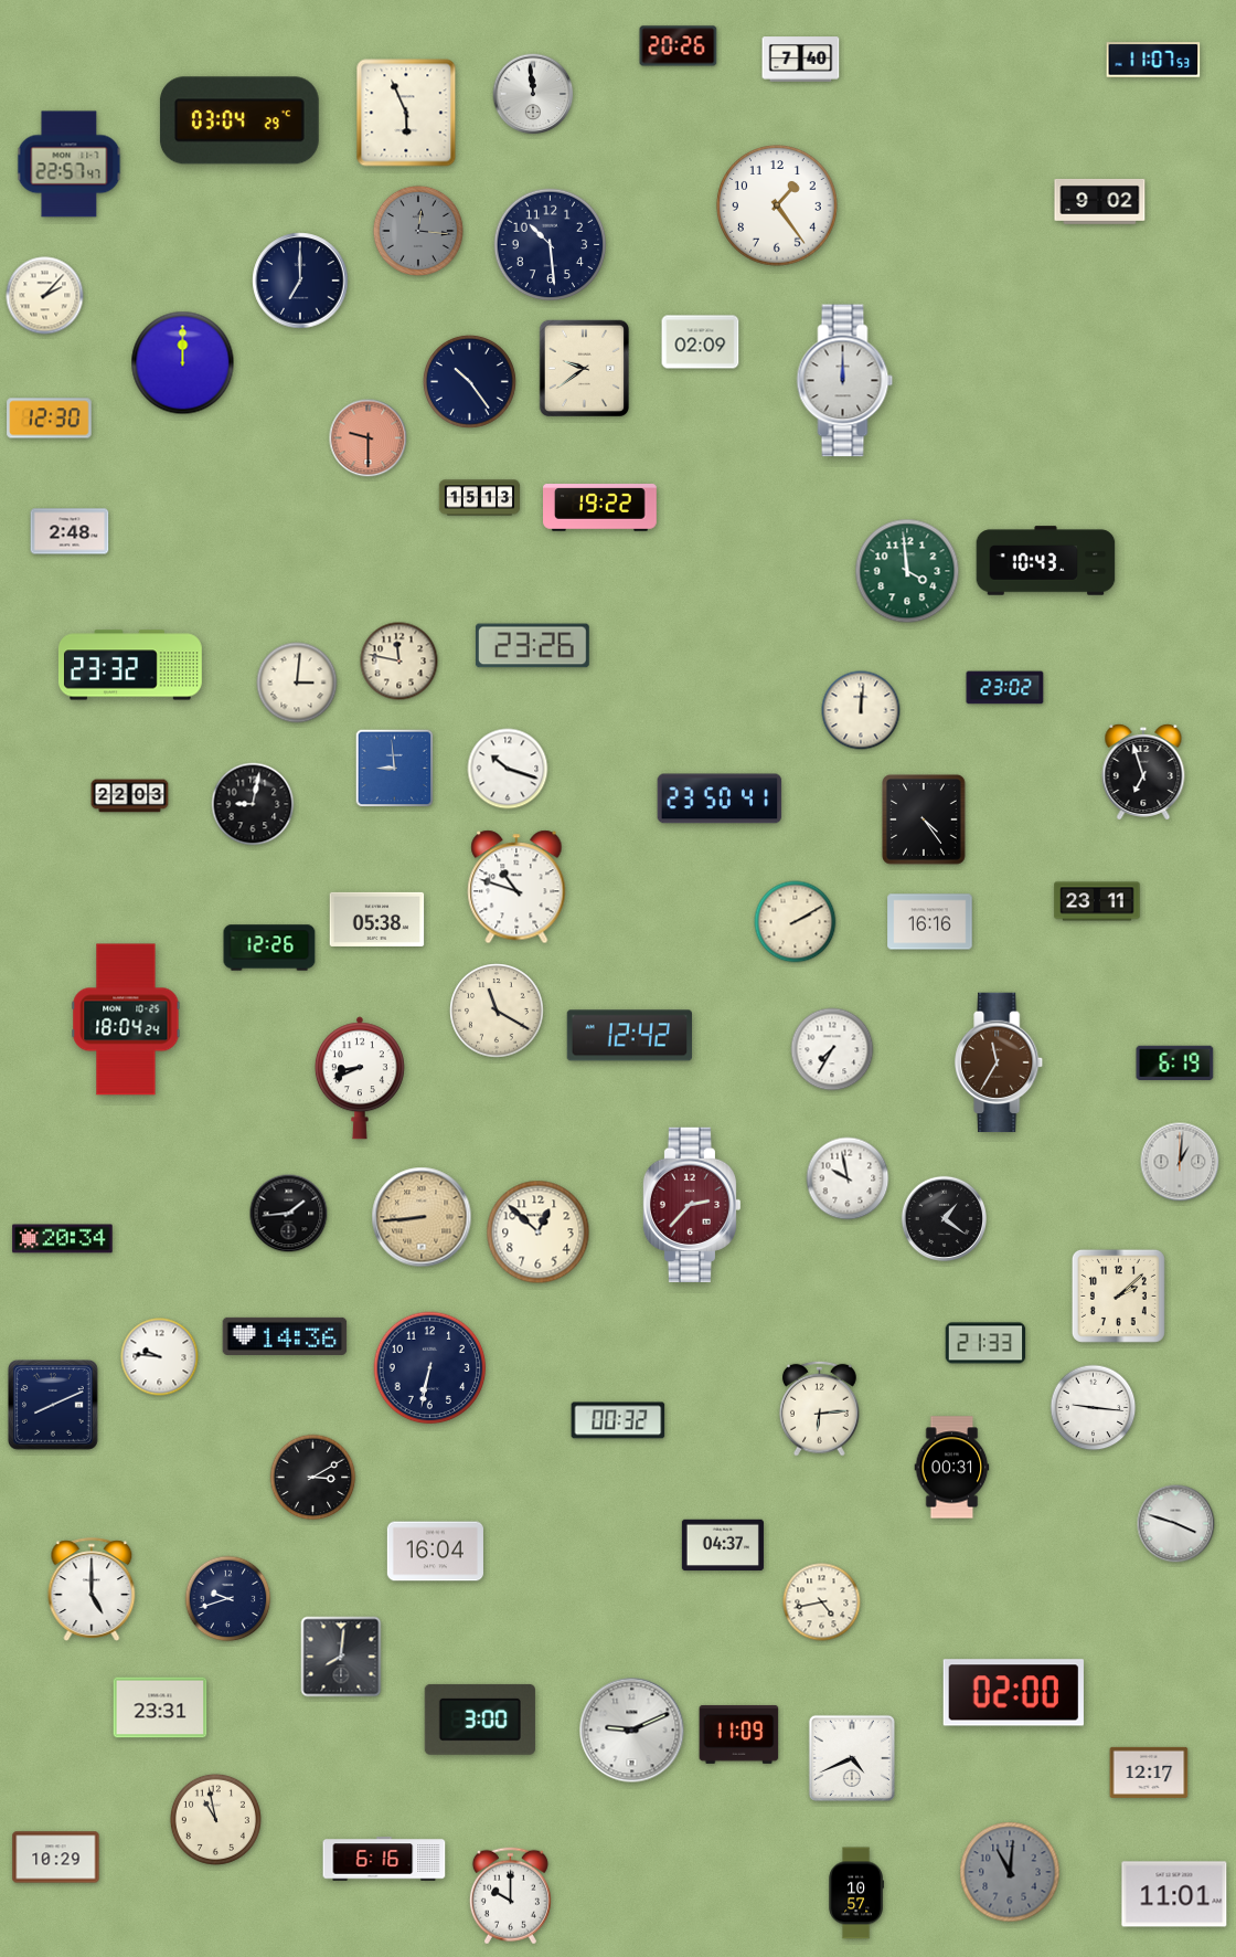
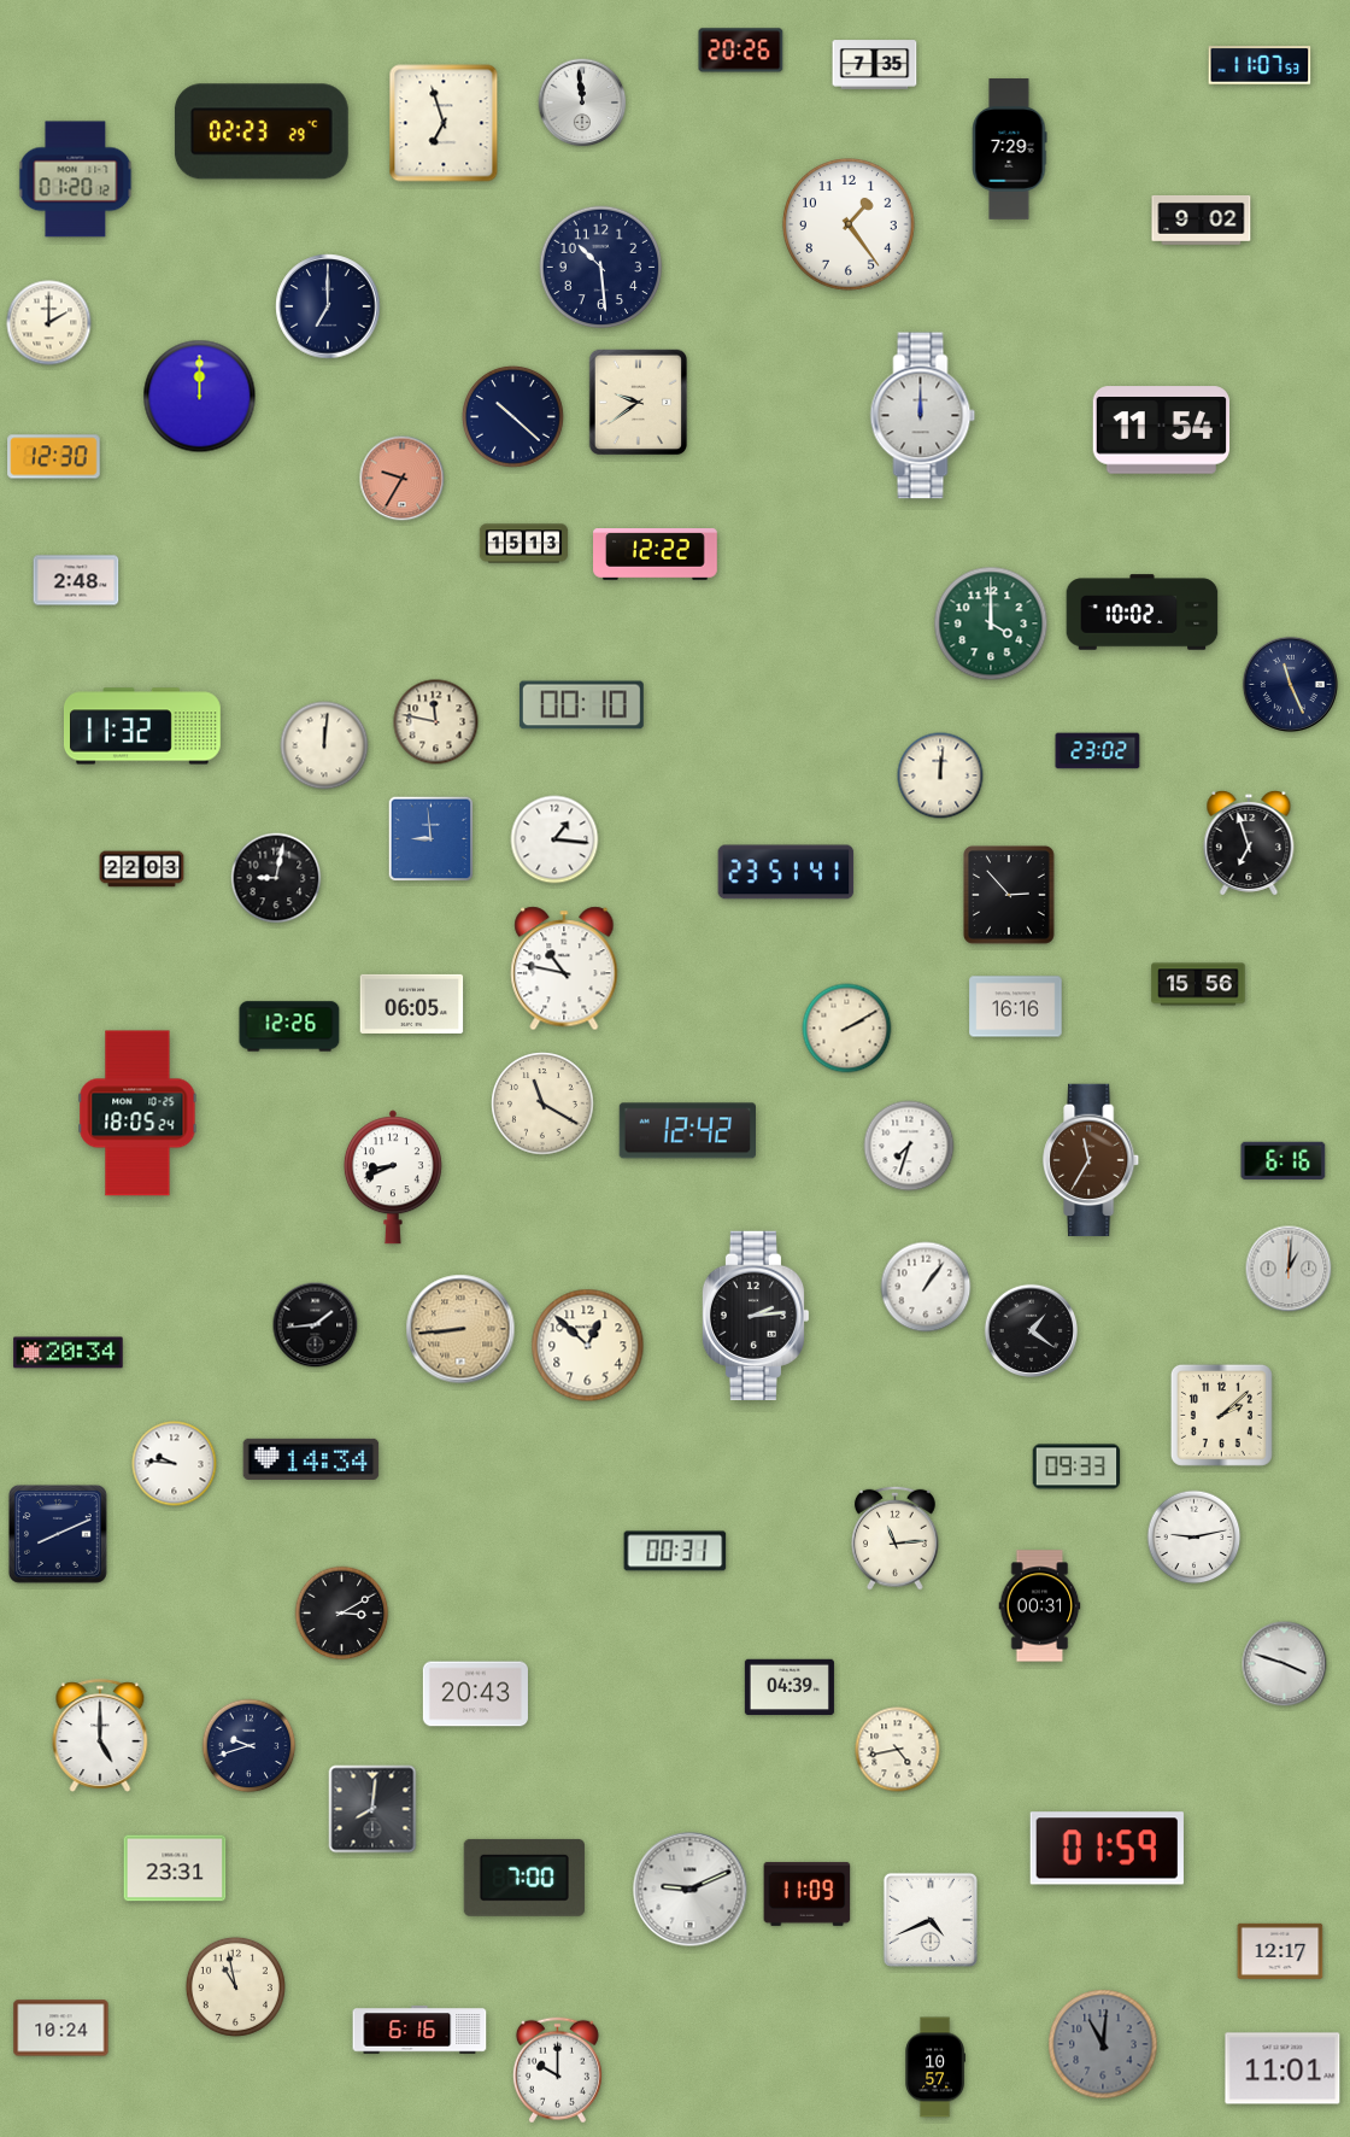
clock at (801, 60): 7:40 -> 7:35
clock at (406, 113): 5:56 -> 6:57
clock at (239, 120): 03:04 -> 02:23
clock at (1009, 150): none -> 7:29
clock at (70, 165): 22:57 -> 01:20
clock at (418, 231): 12:16 -> none
clock at (45, 296): 2:07 -> 2:00
clock at (701, 342): 02:09 -> none
clock at (470, 382): 10:24 -> 10:22
clock at (1161, 431): none -> 11:54
clock at (369, 438): 9:30 -> 9:35
clock at (600, 508): 19:22 -> 12:22
clock at (1046, 561): 10:43 -> 10:02
clock at (907, 571): 3:59 -> 4:00
clock at (1290, 684): none -> 11:26
clock at (532, 646): 23:26 -> 00:10
clock at (130, 665): 23:32 -> 11:32
clock at (297, 683): 3:01 -> 12:01
clock at (508, 769): 10:18 -> 1:16
clock at (720, 798): 23:50 -> 23:51
clock at (925, 821): 4:24 -> 2:53
clock at (516, 887): 10:48 -> 10:47
clock at (1097, 901): 23:11 -> 15:56
clock at (377, 919): 05:38 -> 06:05
clock at (796, 922) position: (796, 922) -> (847, 1029)
clock at (269, 948) position: (269, 948) -> (289, 1026)
clock at (126, 1019): 18:04 -> 18:05
clock at (832, 1049): 7:35 -> 7:33
clock at (1175, 1062): 6:19 -> 6:16
clock at (848, 1178): 9:58 -> 1:06
clock at (692, 1204): 2:37 -> 2:14
clock at (692, 1204) dial: burgundy -> black
clock at (285, 1336): 14:36 -> 14:34
clock at (985, 1343): 21:33 -> 09:33
clock at (160, 1357) position: (160, 1357) -> (175, 1464)
clock at (430, 1368): 6:32 -> none
clock at (819, 1408): 6:14 -> 11:14
clock at (1094, 1408): 9:16 -> 9:13
clock at (618, 1420): 00:32 -> 00:31
clock at (952, 1468) position: (952, 1468) -> (1040, 1606)
clock at (723, 1545): 04:37 -> 04:39
clock at (435, 1552): 16:04 -> 20:43
clock at (1013, 1693): 02:00 -> 01:59
clock at (160, 1707) position: (160, 1707) -> (175, 1868)
clock at (480, 1720): 3:00 -> 7:00
clock at (1149, 1773) position: (1149, 1773) -> (1280, 1951)
clock at (56, 1858): 10:29 -> 10:24
